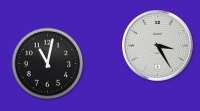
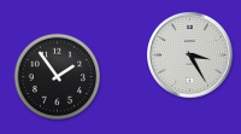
clock at (48, 64): 11:02 -> 1:54
